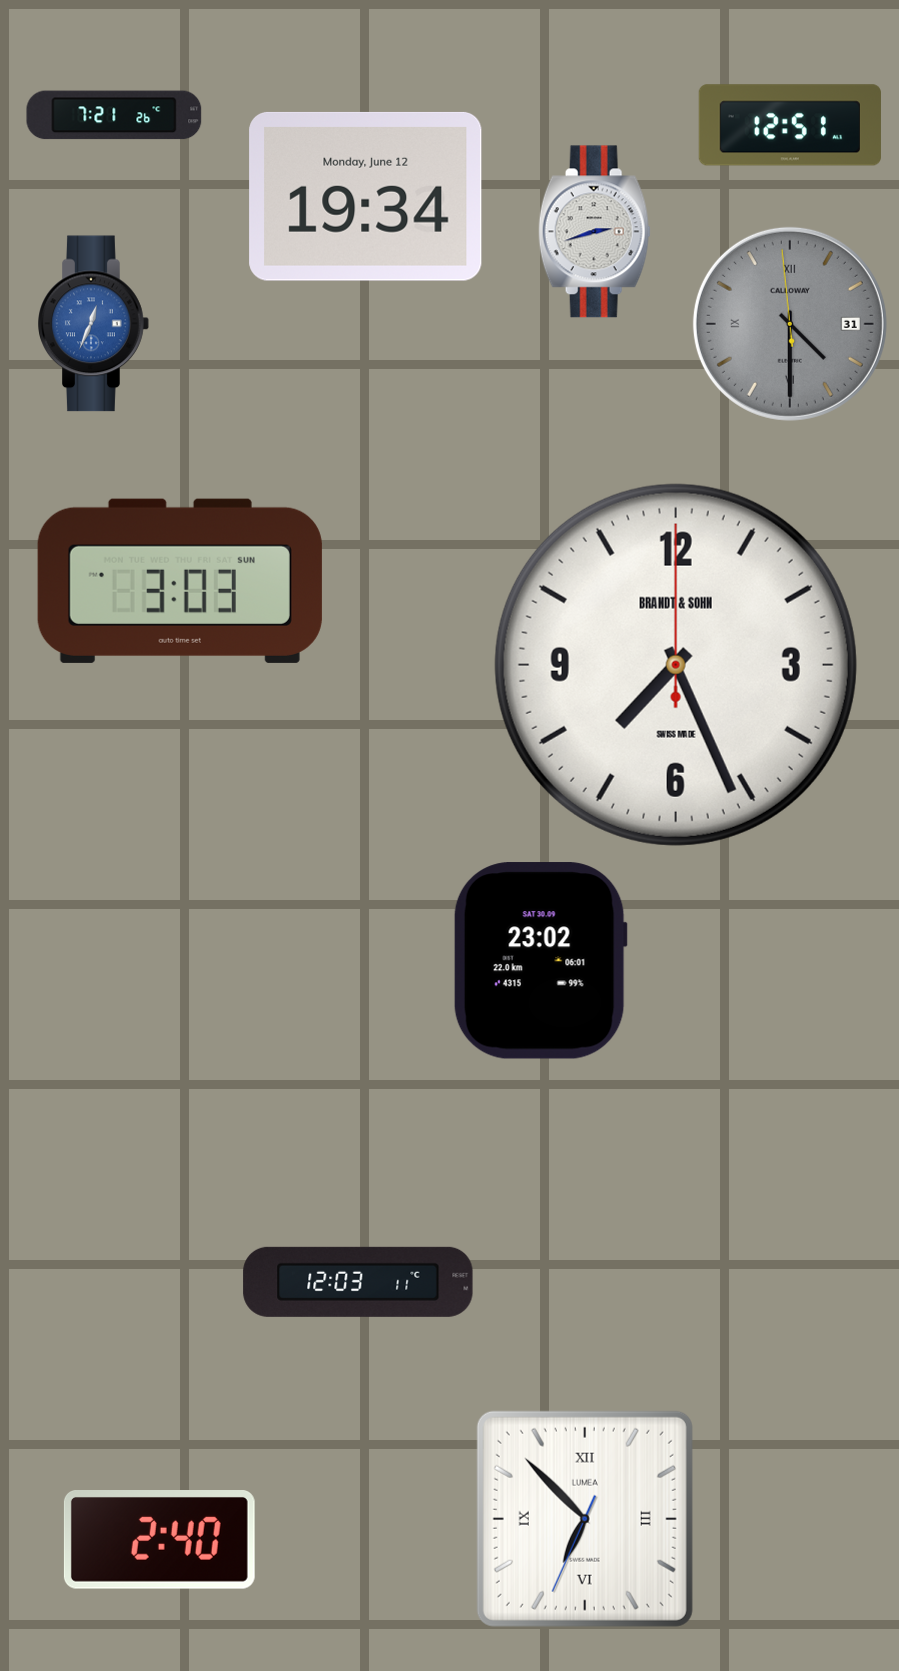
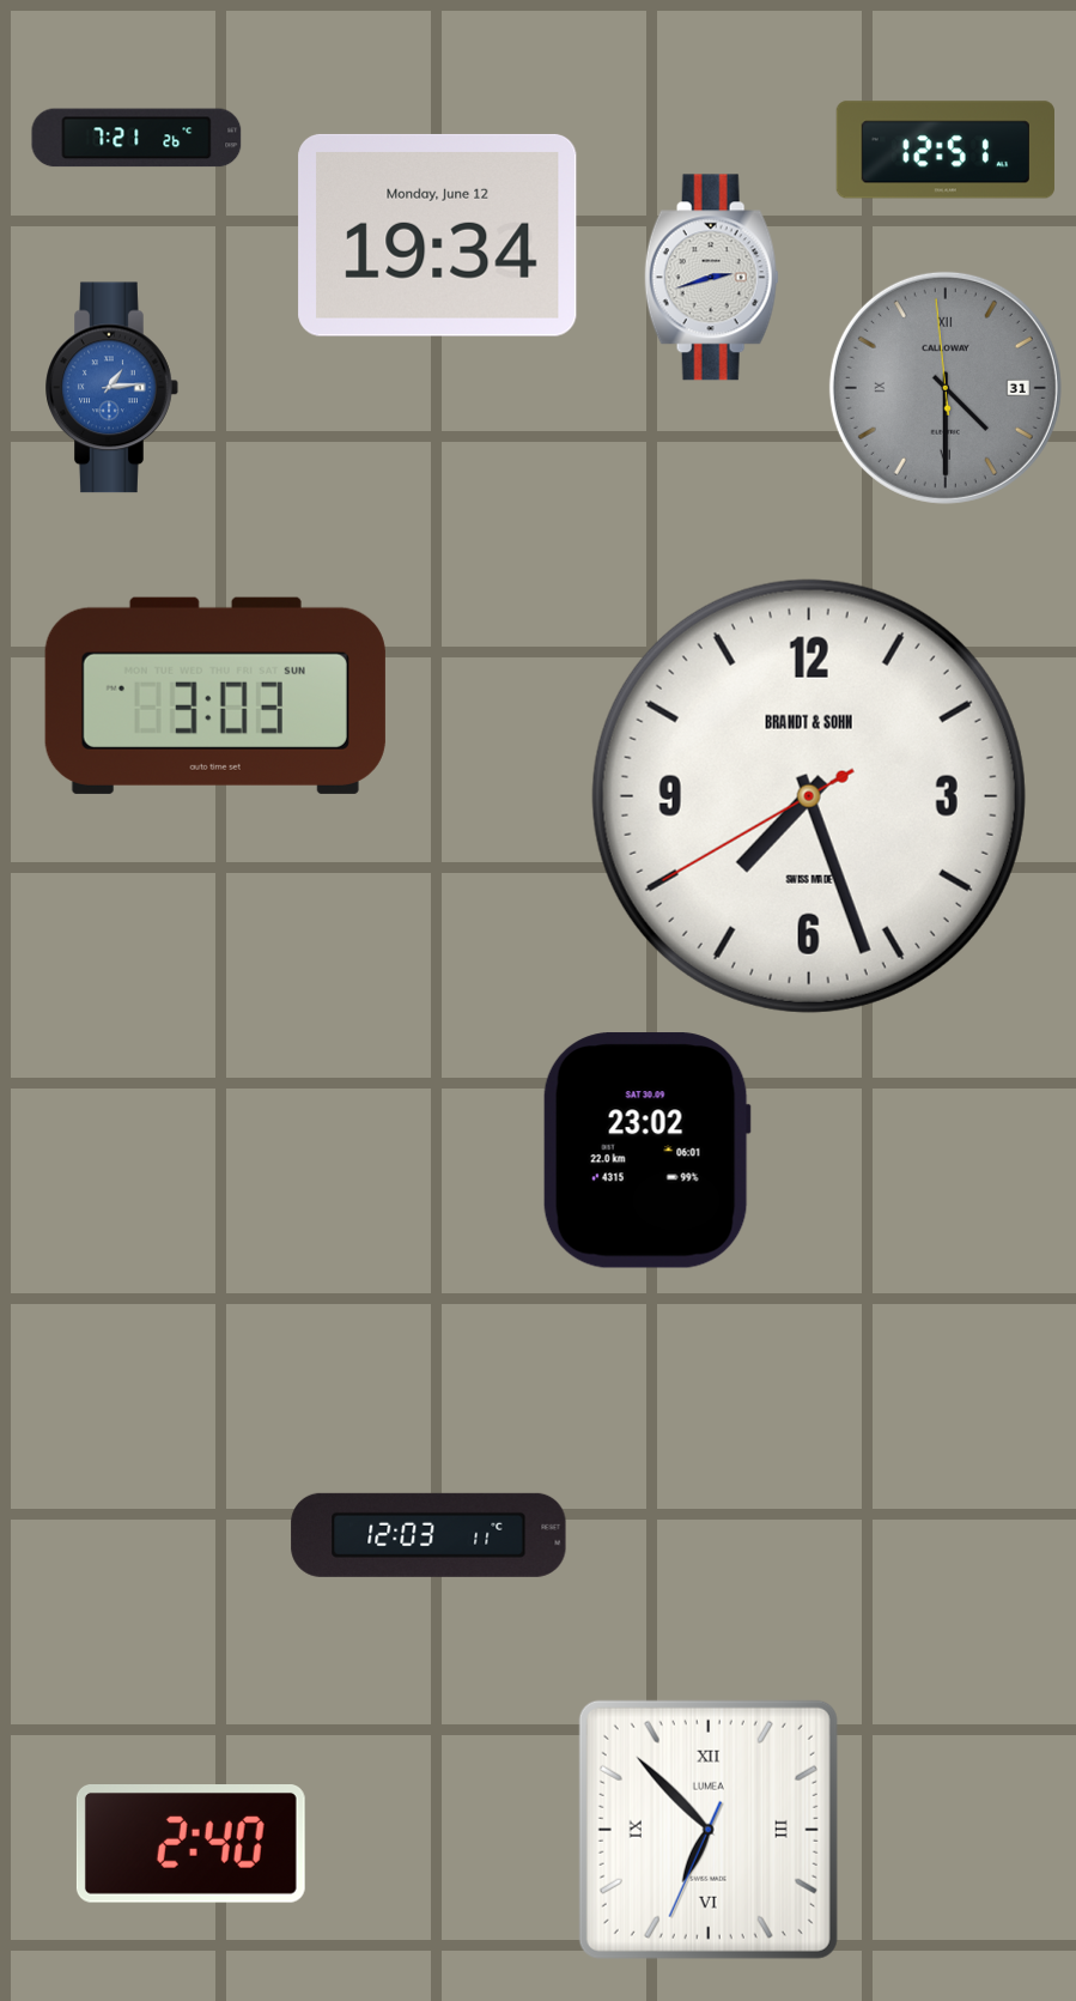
clock at (94, 324): 12:34 -> 1:14
clock at (676, 665): 7:26:00 -> 7:26:40
clock at (585, 1519) position: (585, 1519) -> (709, 1830)
